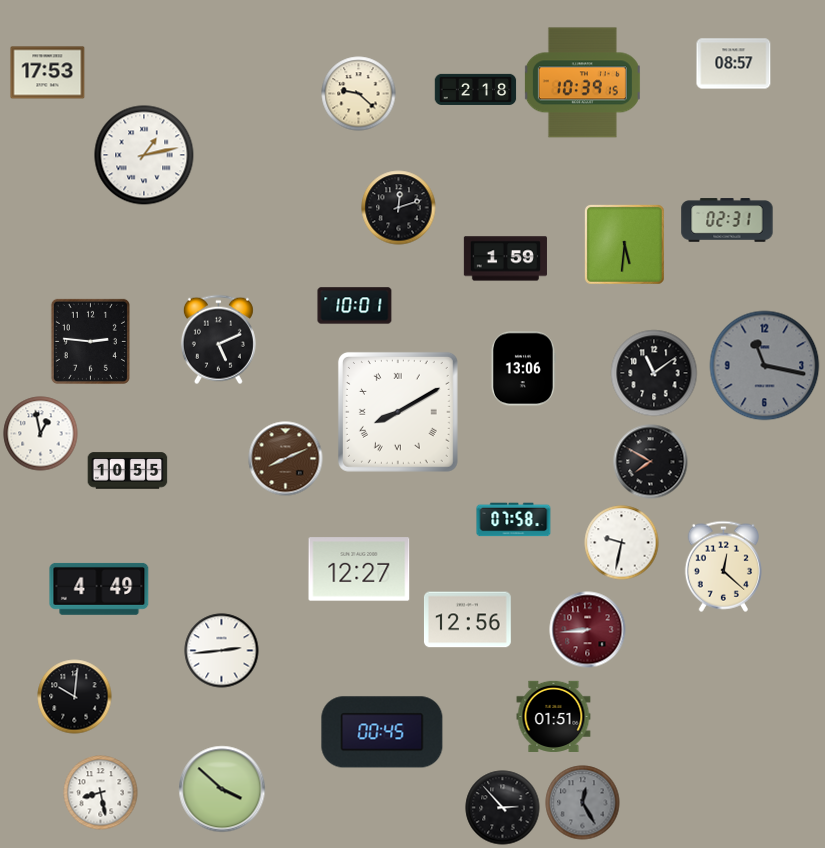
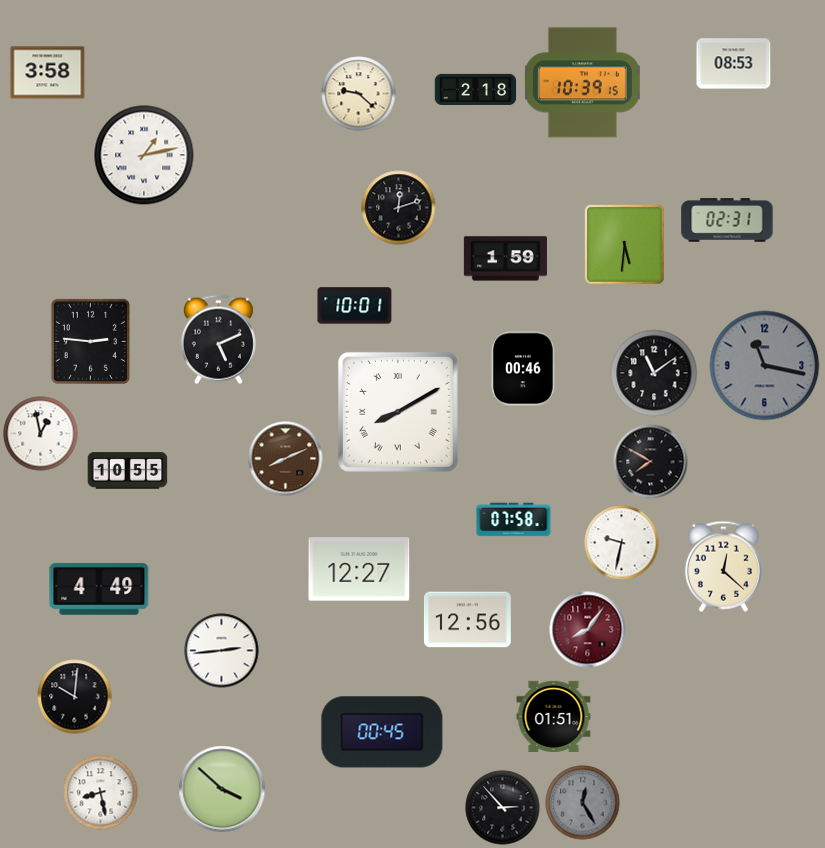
clock at (734, 64): 08:57 -> 08:53
clock at (48, 73): 17:53 -> 3:58
clock at (523, 369): 13:06 -> 00:46
clock at (588, 630): 8:44 -> 8:06
